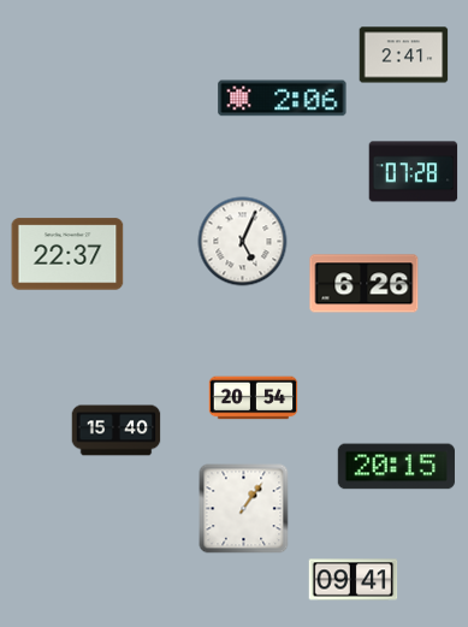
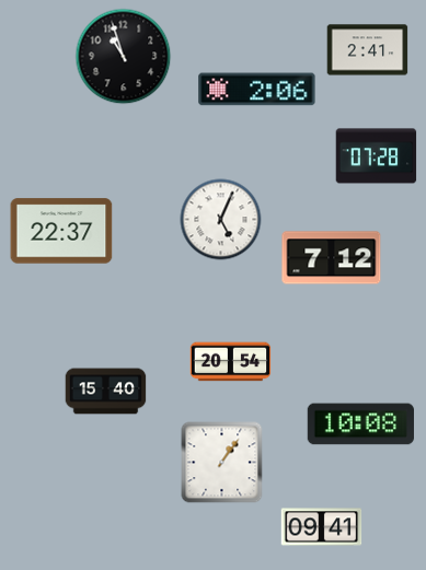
clock at (124, 57): none -> 10:57
clock at (365, 284): 6:26 -> 7:12
clock at (396, 467): 20:15 -> 10:08
